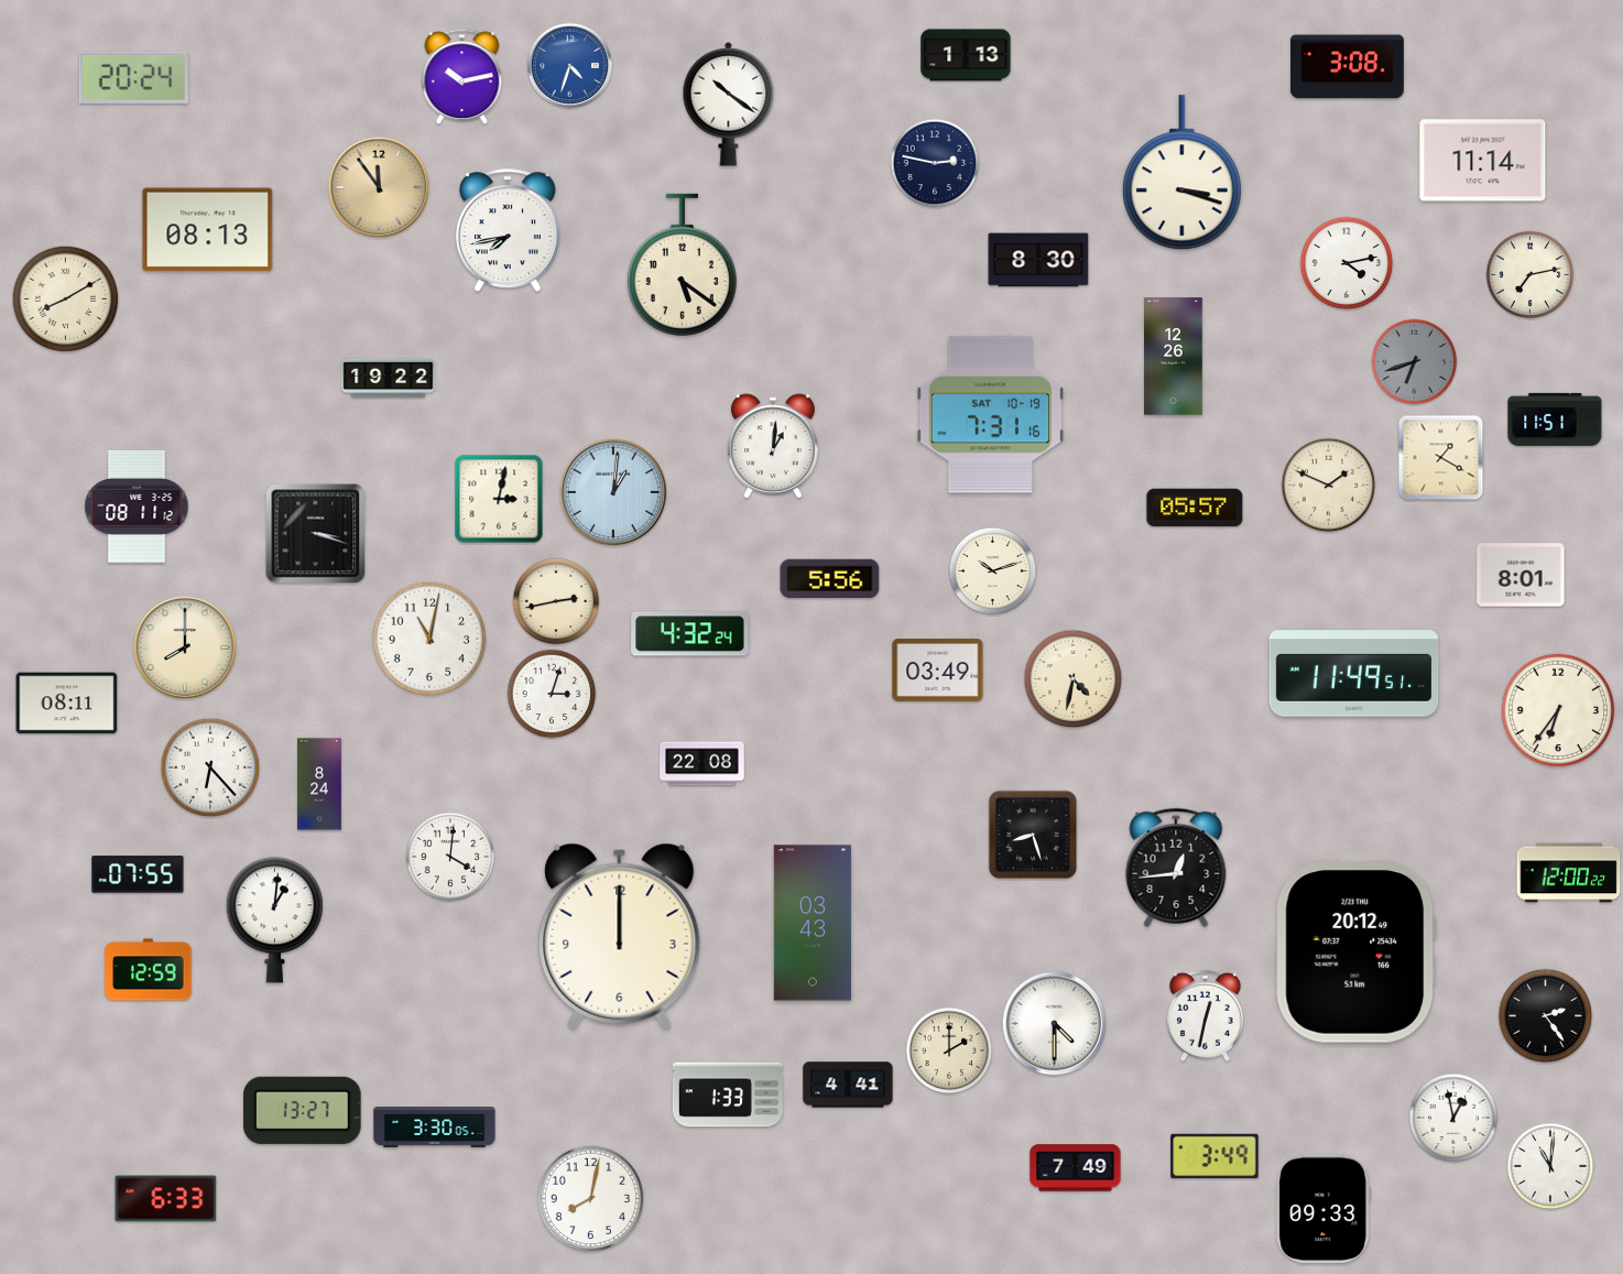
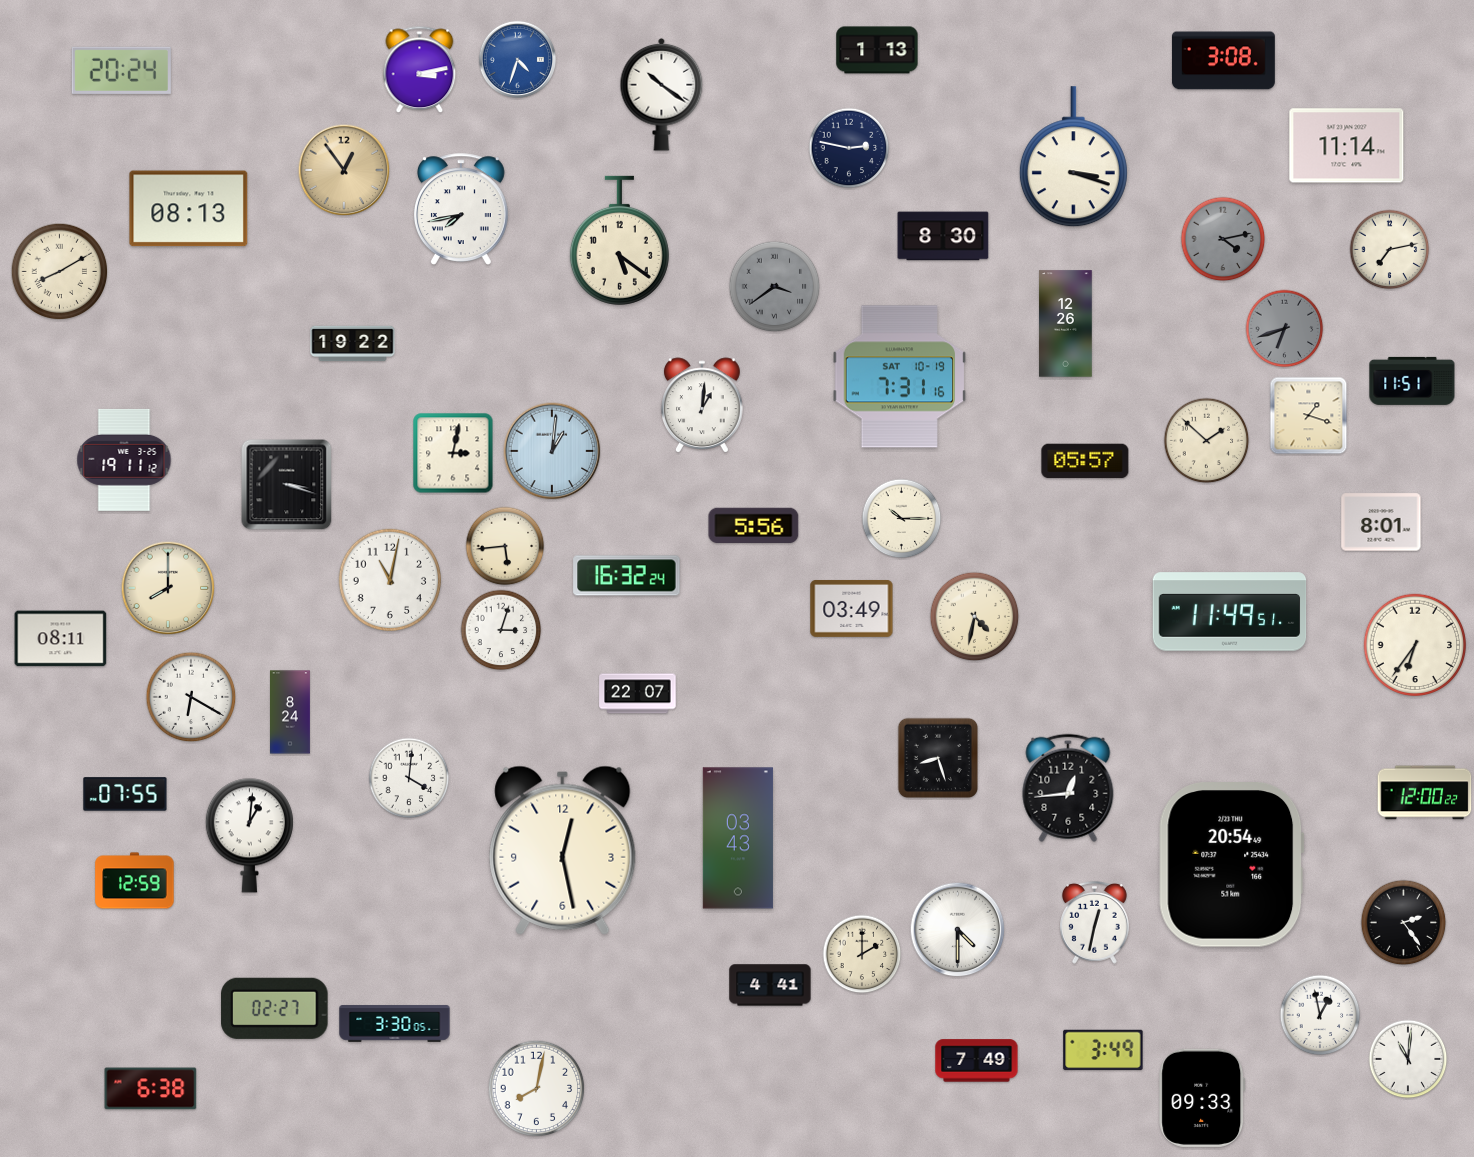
clock at (462, 77): 10:13 -> 3:13
clock at (379, 187): 11:54 -> 12:54
clock at (1347, 263) dial: white -> grey
clock at (775, 287): none -> 3:39
clock at (1441, 458): 1:20 -> 1:18
clock at (1329, 486): 1:49 -> 1:52
clock at (613, 492) position: (613, 492) -> (552, 451)
clock at (137, 507): 08:11 -> 19:11
clock at (993, 571): 10:12 -> 10:15
clock at (556, 601): 2:43 -> 5:44
clock at (690, 634): 4:32 -> 16:32
clock at (702, 764): 22:08 -> 22:07
clock at (210, 767): 6:23 -> 6:20
clock at (620, 936): 12:00 -> 12:28
clock at (1357, 952): 20:12 -> 20:54
clock at (728, 1095): 1:33 -> none
clock at (303, 1110): 13:27 -> 02:27
clock at (166, 1199): 6:33 -> 6:38
